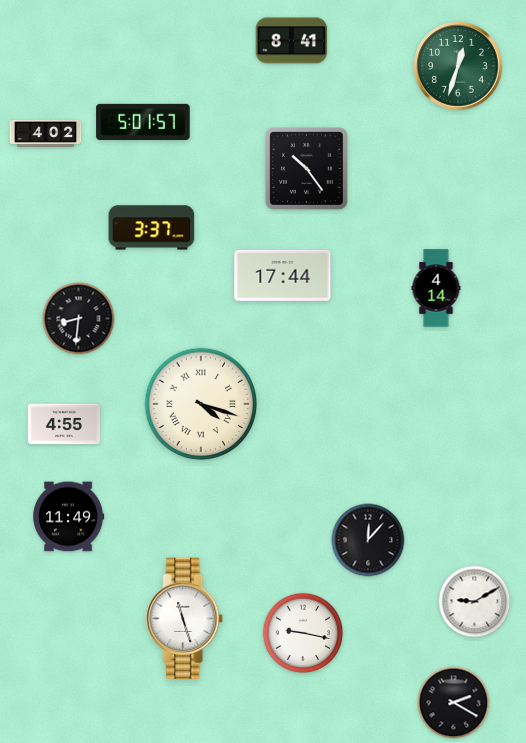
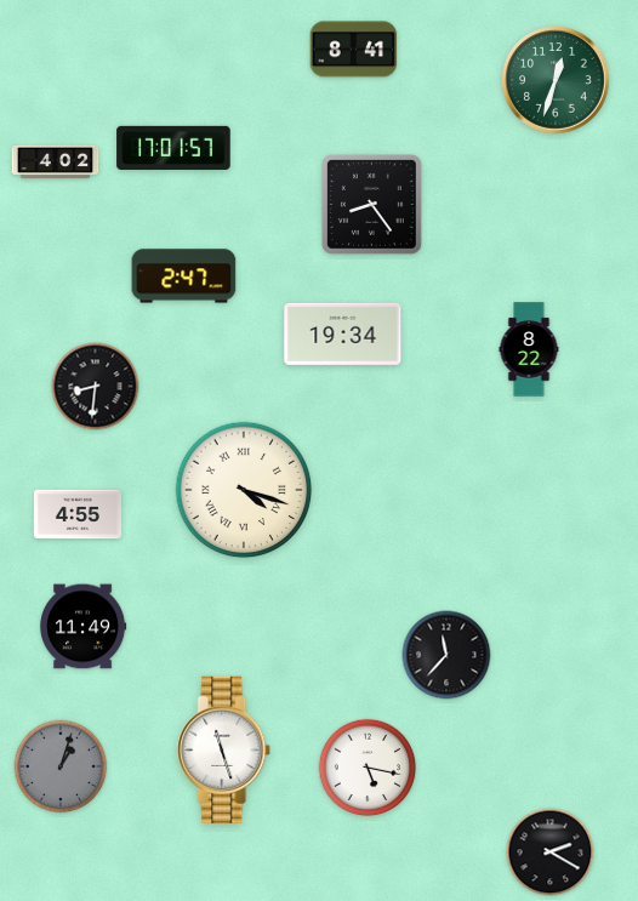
clock at (143, 121): 5:01 -> 17:01
clock at (306, 168): 10:24 -> 8:24
clock at (152, 228): 3:37 -> 2:47
clock at (283, 275): 17:44 -> 19:34
clock at (436, 288): 4:14 -> 8:22
clock at (368, 540): 12:07 -> 11:37
clock at (475, 602): 9:10 -> none
clock at (61, 766): none -> 1:03
clock at (303, 633): 9:17 -> 5:17
